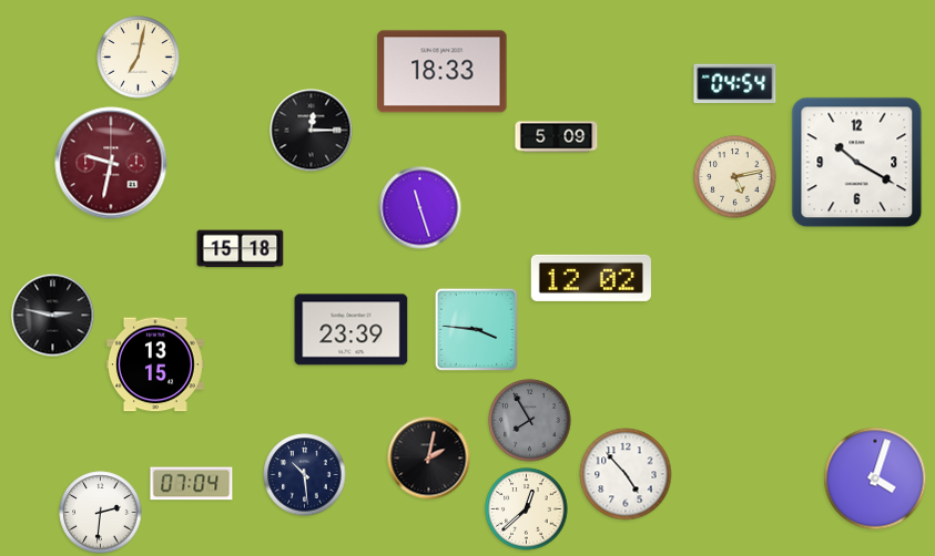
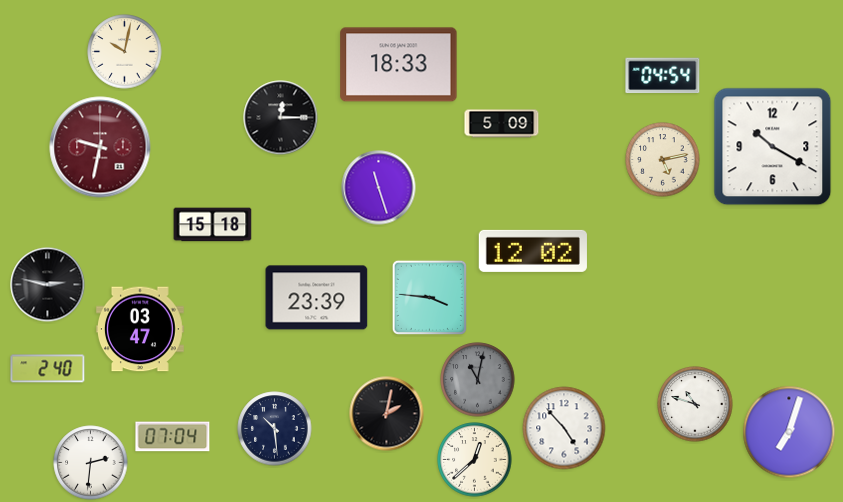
clock at (139, 58): 7:02 -> 10:02
clock at (241, 249) position: (241, 249) -> (213, 225)
clock at (156, 364): 13:15 -> 03:47
clock at (48, 369): none -> 2:40
clock at (530, 421): 7:55 -> 11:02
clock at (695, 404): none -> 10:48
clock at (875, 478): 4:03 -> 7:03
